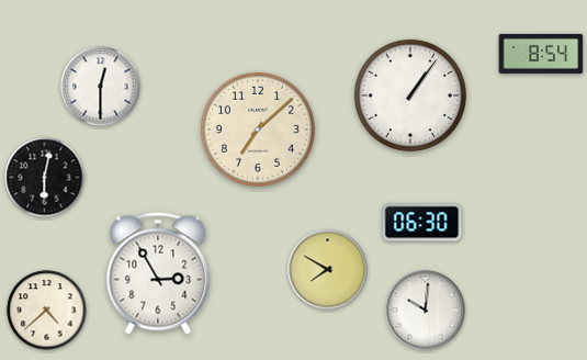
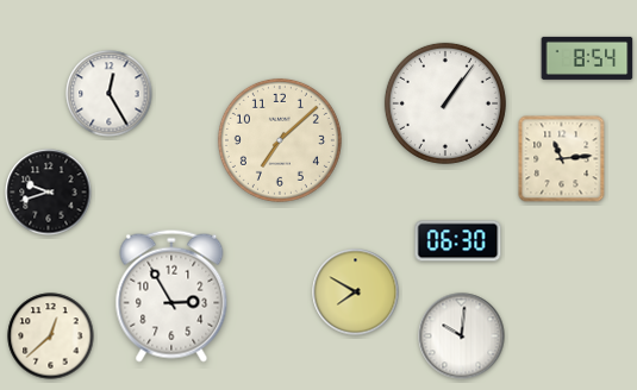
clock at (101, 87): 12:30 -> 12:25
clock at (562, 159): none -> 11:14
clock at (45, 178): 6:02 -> 9:42
clock at (47, 311): 4:38 -> 12:38
